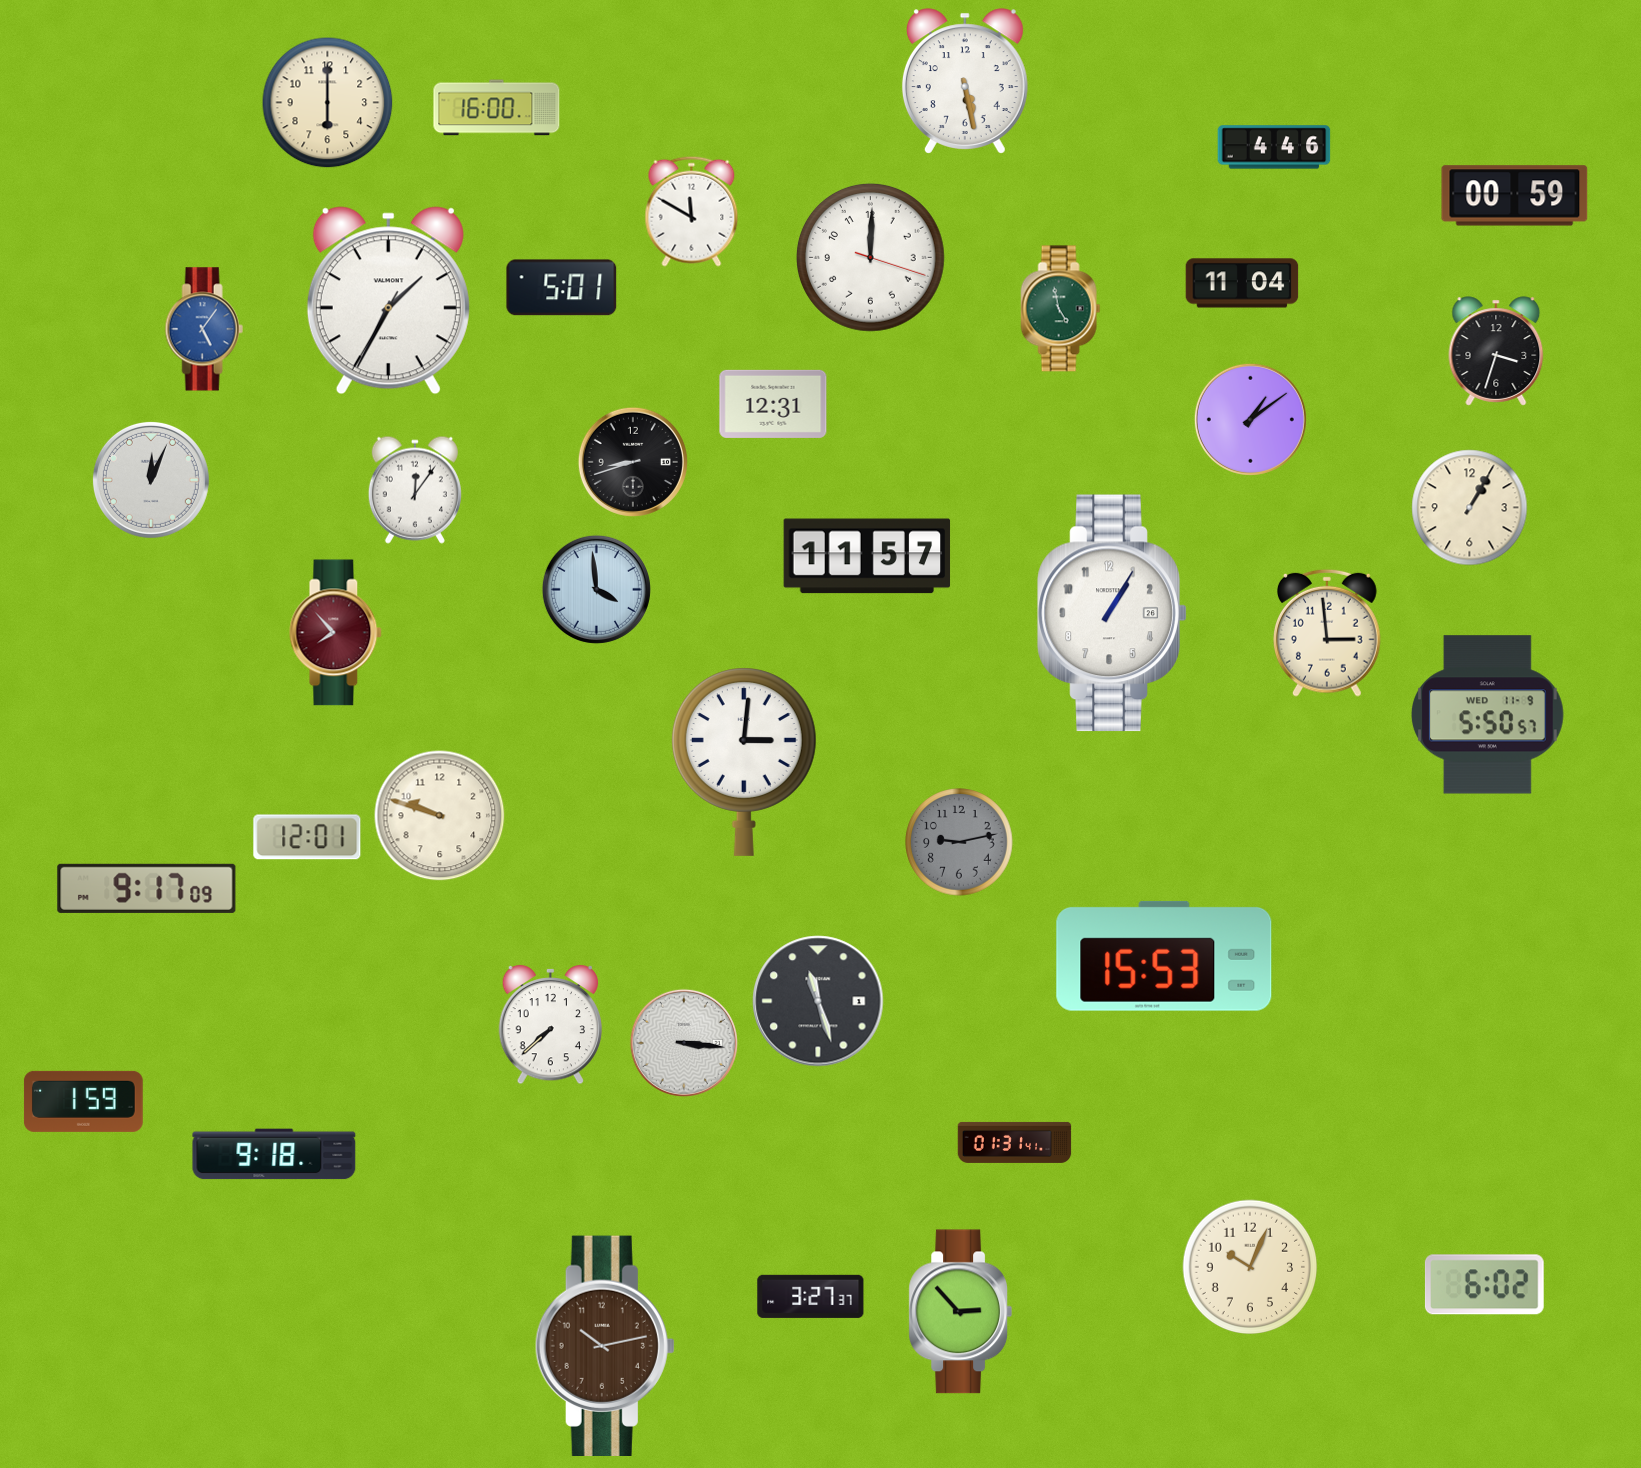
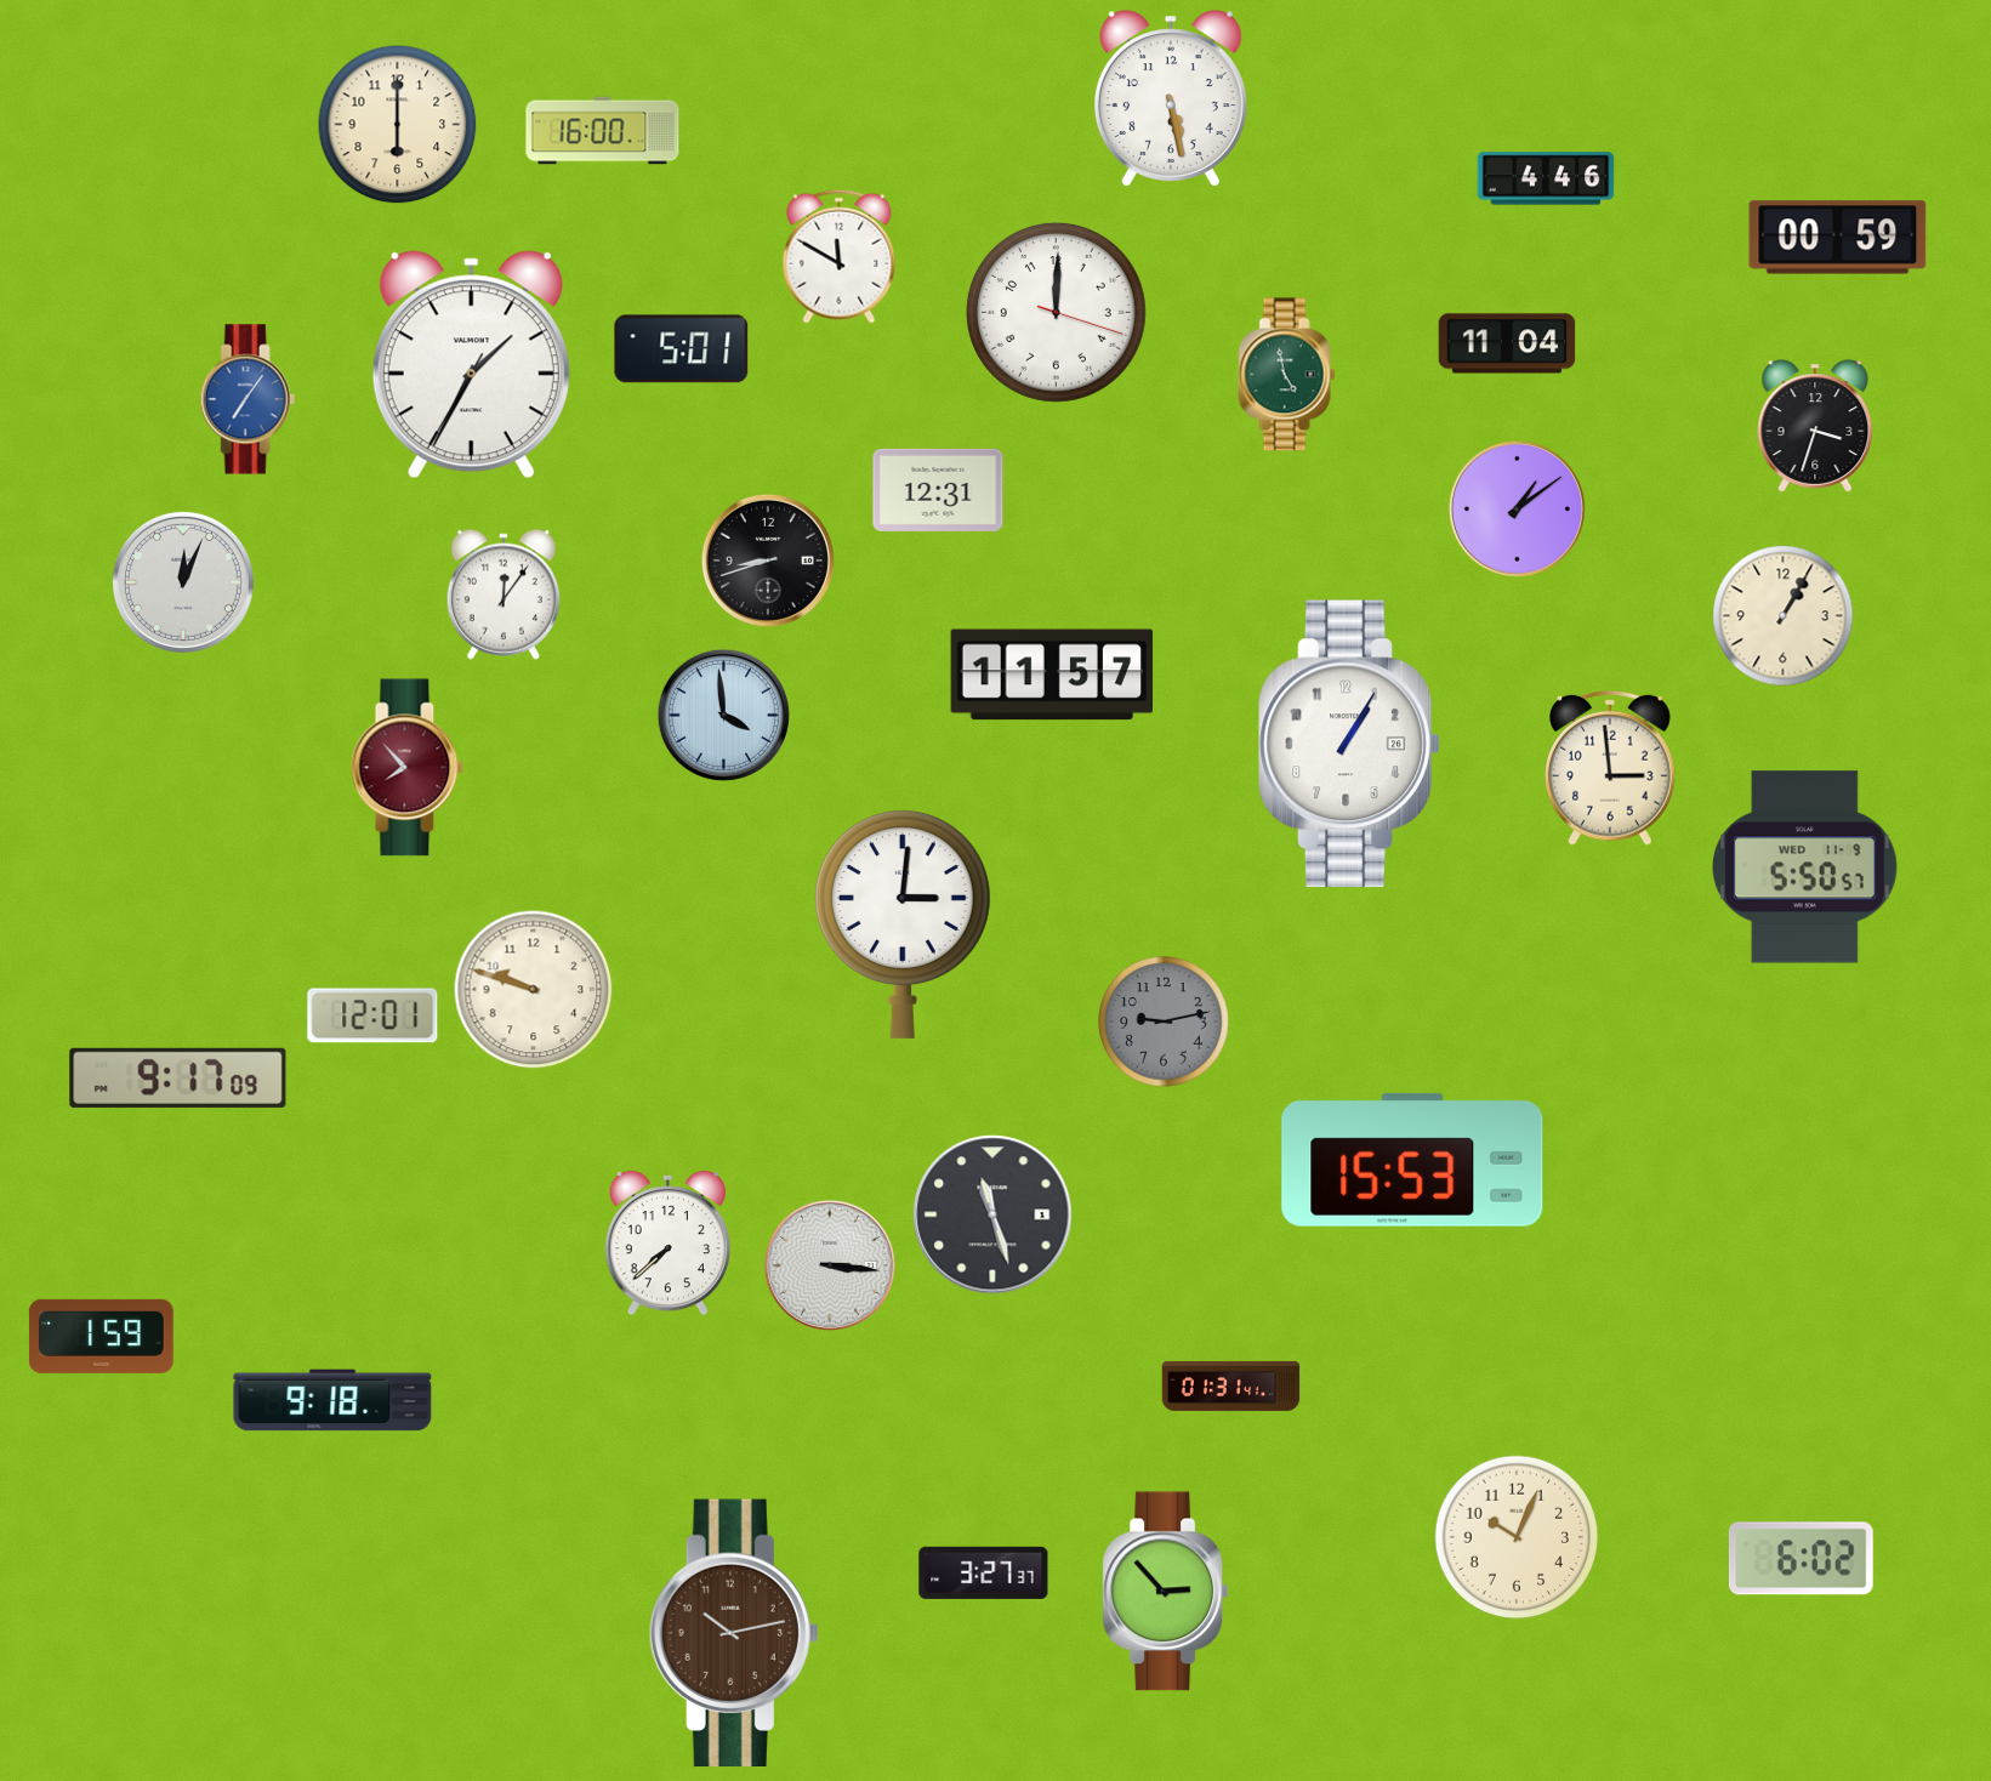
clock at (204, 329): 5:06 -> 7:06
